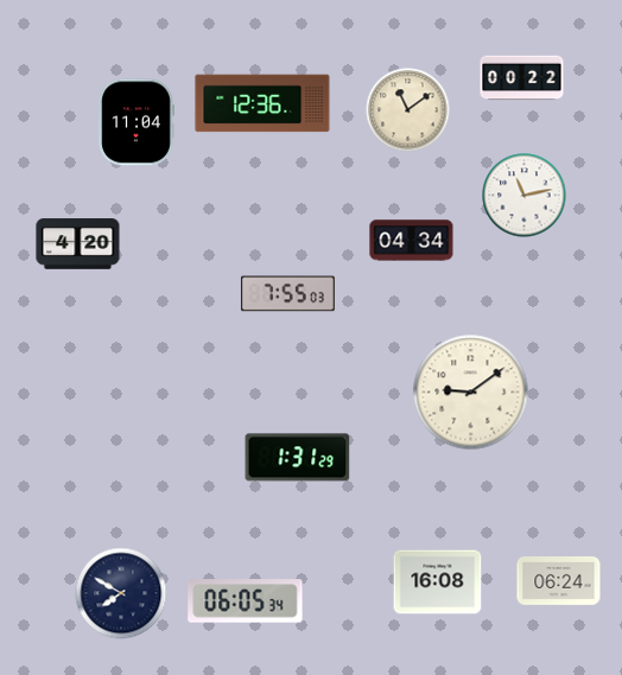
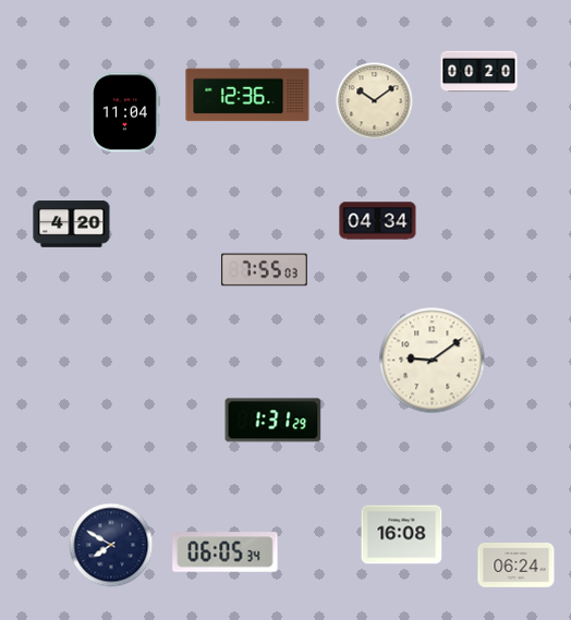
clock at (522, 78): 00:22 -> 00:20
clock at (262, 103) position: (262, 103) -> (247, 95)
clock at (408, 110): 11:09 -> 10:09
clock at (525, 196): 11:13 -> none
clock at (559, 581) position: (559, 581) -> (517, 566)
